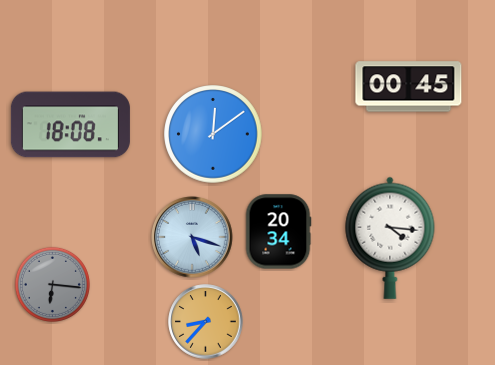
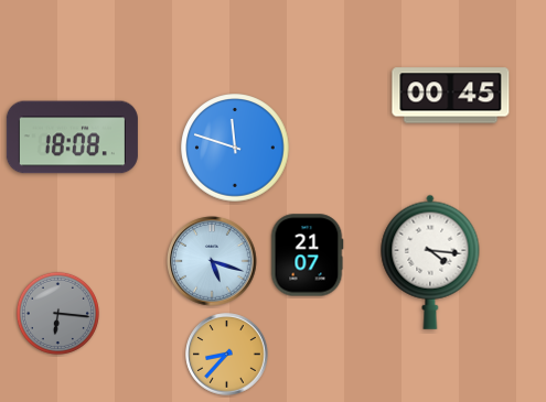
clock at (70, 125) position: (70, 125) -> (72, 138)
clock at (213, 134): 12:09 -> 11:48
clock at (278, 232): 20:34 -> 21:07
